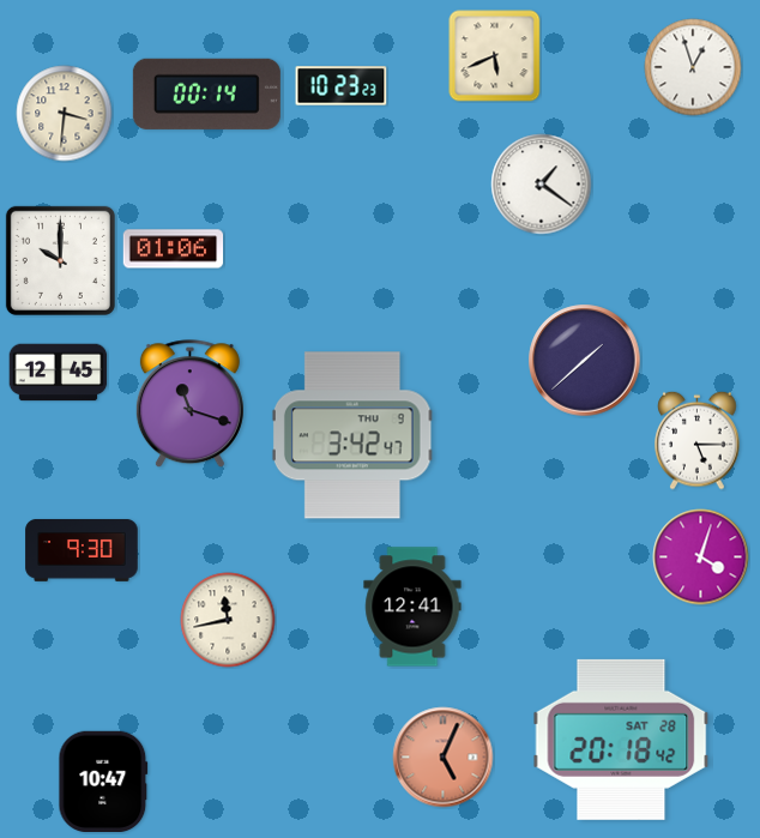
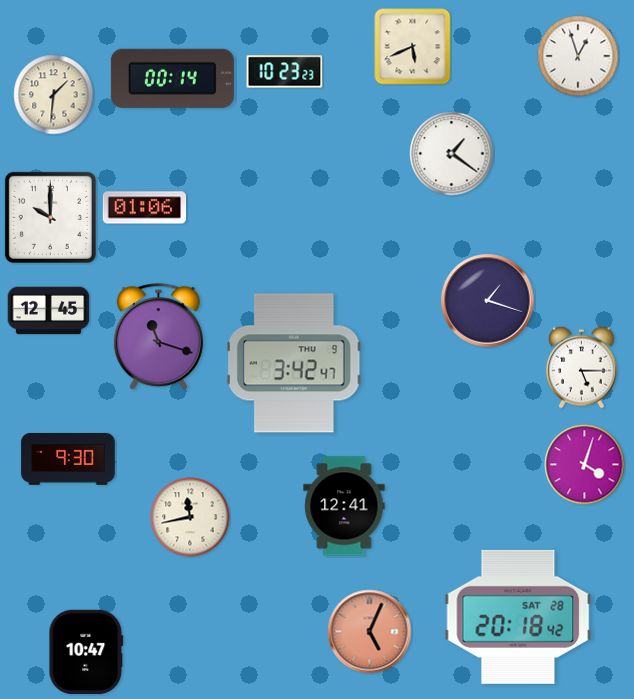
clock at (65, 114): 3:31 -> 1:31
clock at (585, 361): 1:38 -> 1:18
